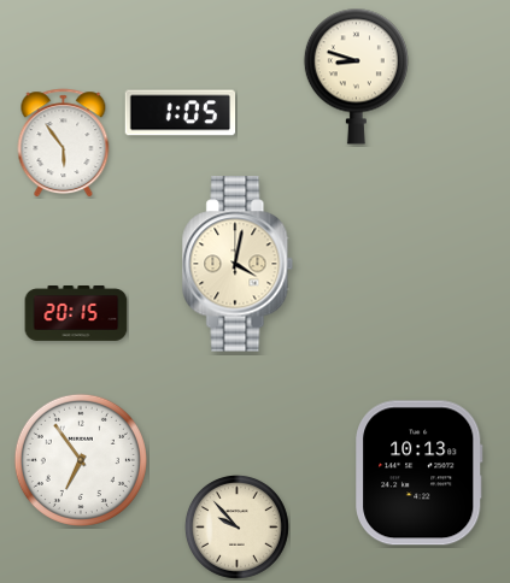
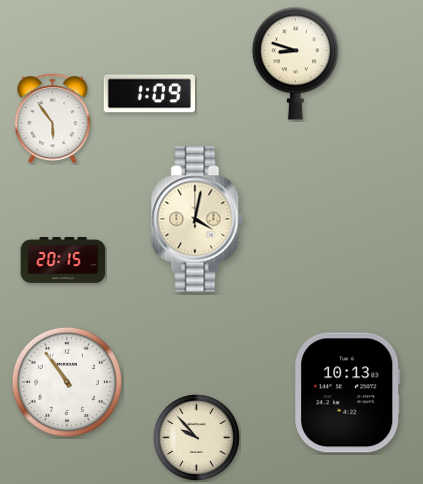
clock at (181, 113): 1:05 -> 1:09
clock at (81, 460): 6:54 -> 10:54
